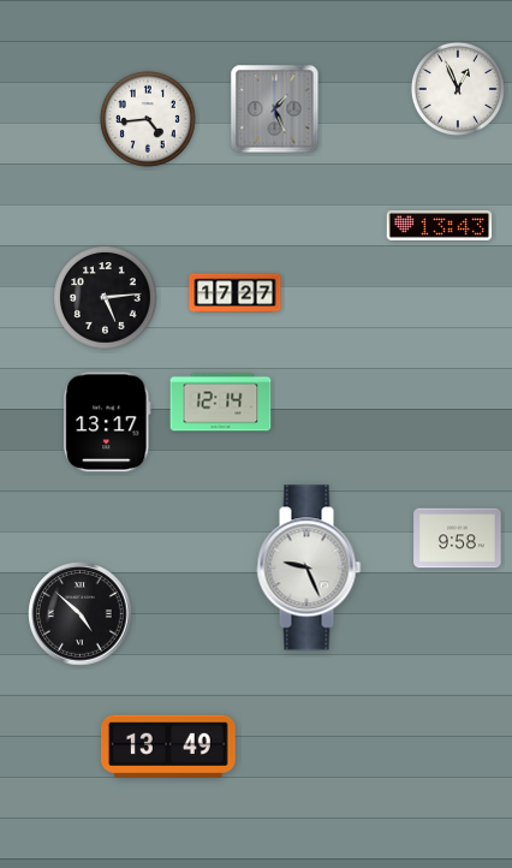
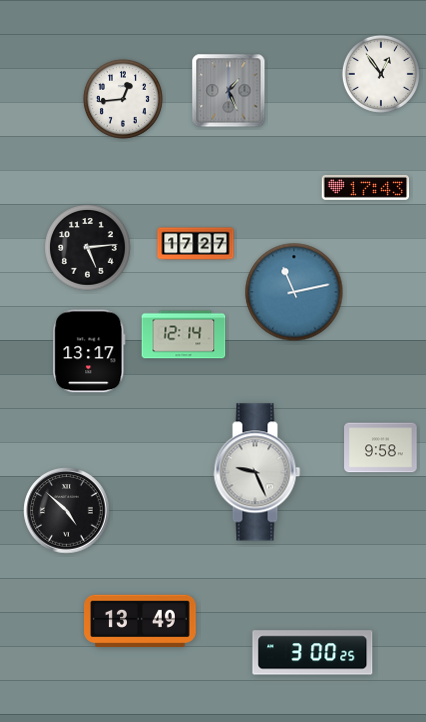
clock at (458, 89): 12:56 -> 12:54
clock at (148, 119): 4:44 -> 12:44
clock at (440, 225): 13:43 -> 17:43
clock at (294, 292): none -> 11:13
clock at (313, 653): none -> 3:00
